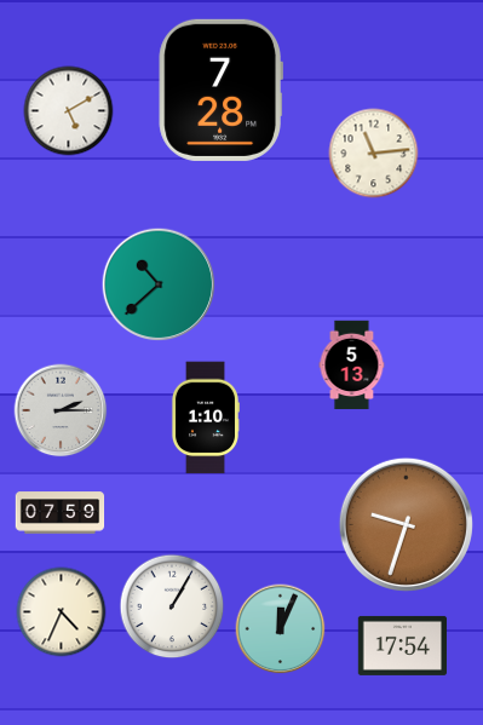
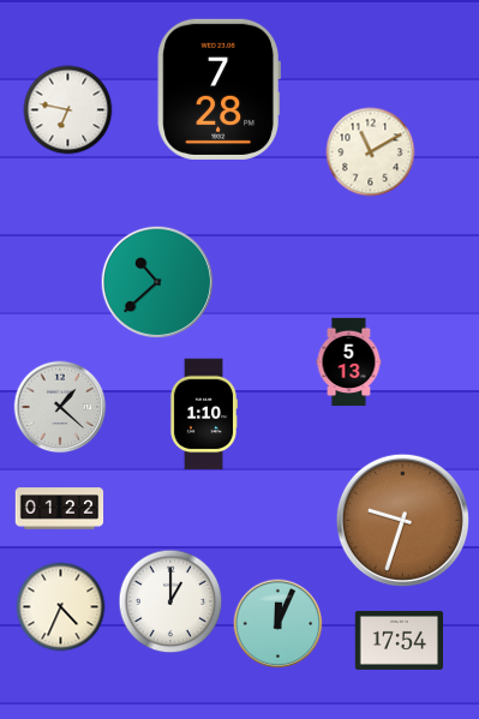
clock at (69, 111): 5:10 -> 6:47
clock at (374, 154): 11:14 -> 11:10
clock at (61, 410): 2:15 -> 1:22
clock at (61, 513): 07:59 -> 01:22
clock at (172, 606): 1:05 -> 1:00
